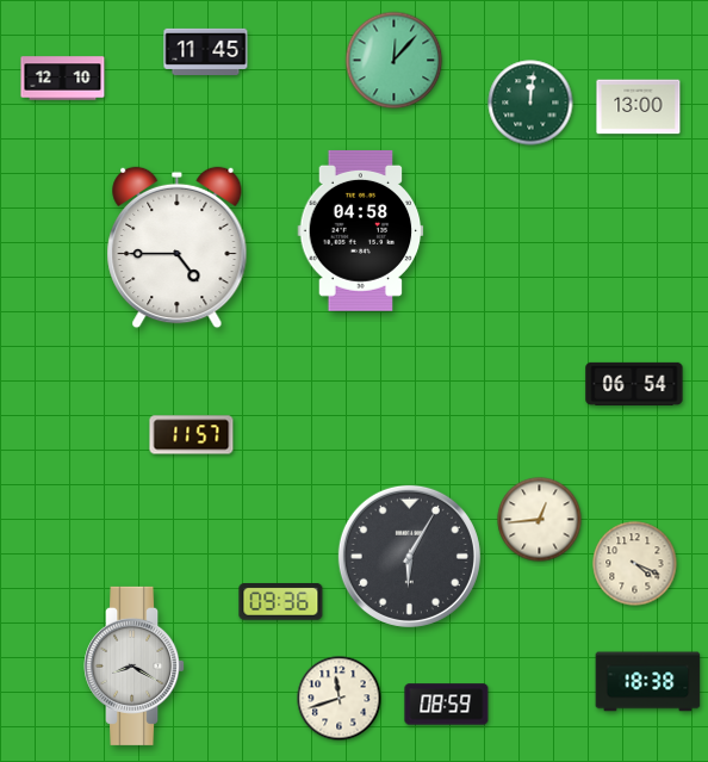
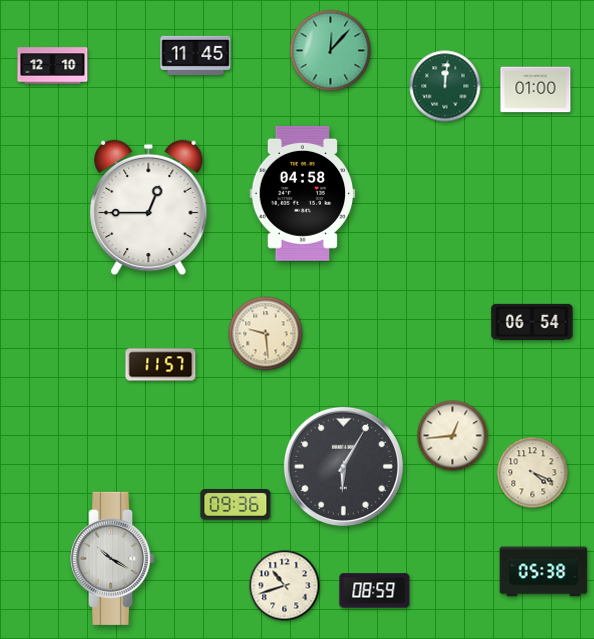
clock at (206, 51) position: (206, 51) -> (196, 55)
clock at (639, 107): 13:00 -> 01:00
clock at (178, 248): 4:45 -> 12:45
clock at (266, 334): none -> 9:29
clock at (135, 665): 8:20 -> 10:20
clock at (648, 682): 18:38 -> 05:38
clock at (340, 699): 11:42 -> 10:42
